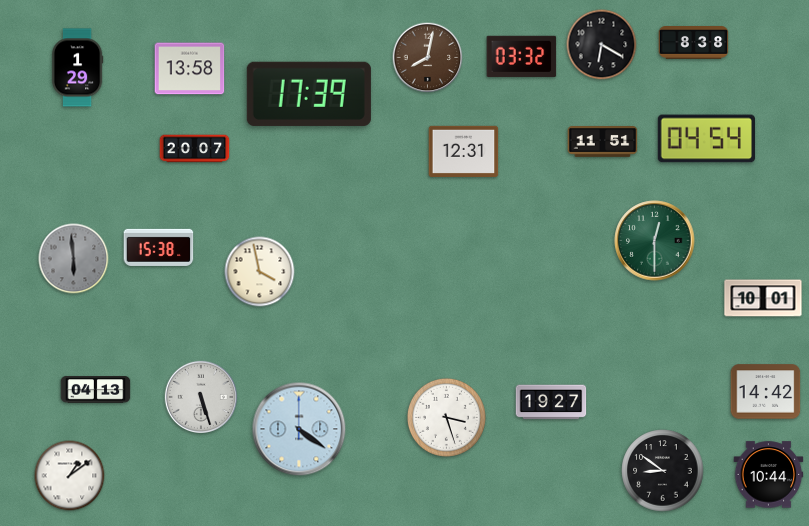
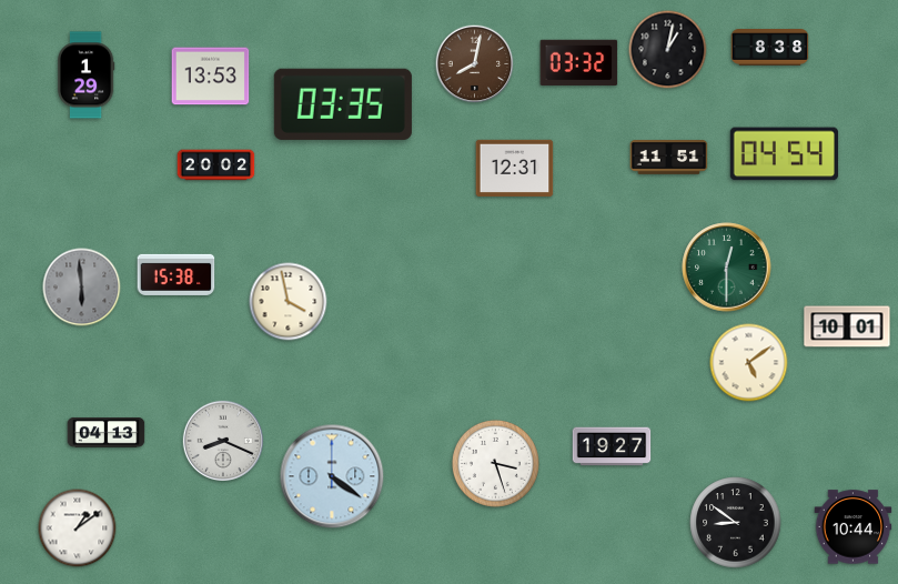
clock at (602, 45): 6:20 -> 1:02
clock at (190, 69): 13:58 -> 13:53
clock at (309, 94): 17:39 -> 03:35
clock at (195, 149): 20:07 -> 20:02
clock at (763, 298) position: (763, 298) -> (847, 326)
clock at (749, 363): none -> 5:09
clock at (766, 392): 14:42 -> none
clock at (200, 396): 5:27 -> 8:19
